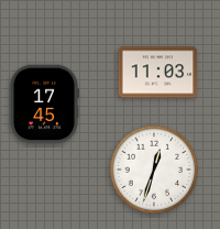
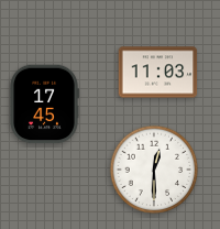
clock at (154, 170): 12:33 -> 12:30
